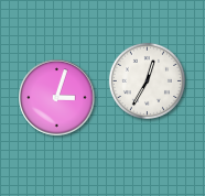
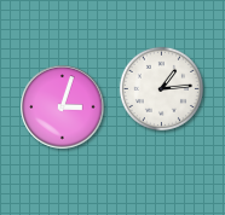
clock at (147, 80): 12:35 -> 1:14
